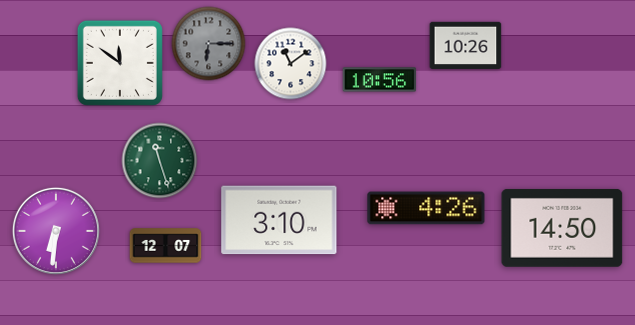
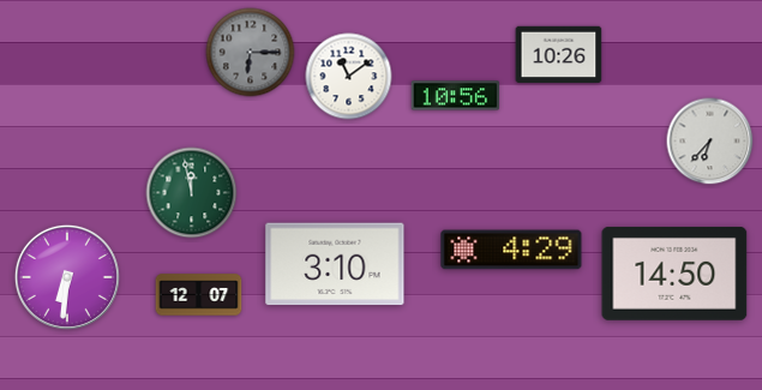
clock at (120, 63): 11:51 -> none
clock at (710, 142): none -> 6:37
clock at (160, 161): 11:27 -> 11:58
clock at (426, 208): 4:26 -> 4:29
